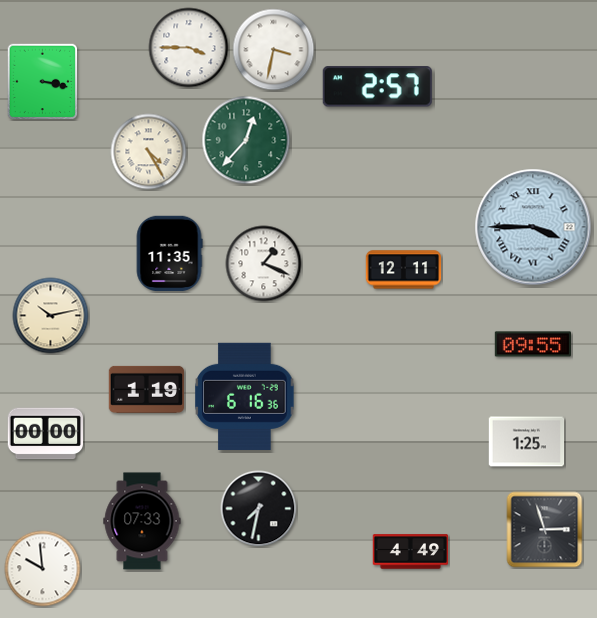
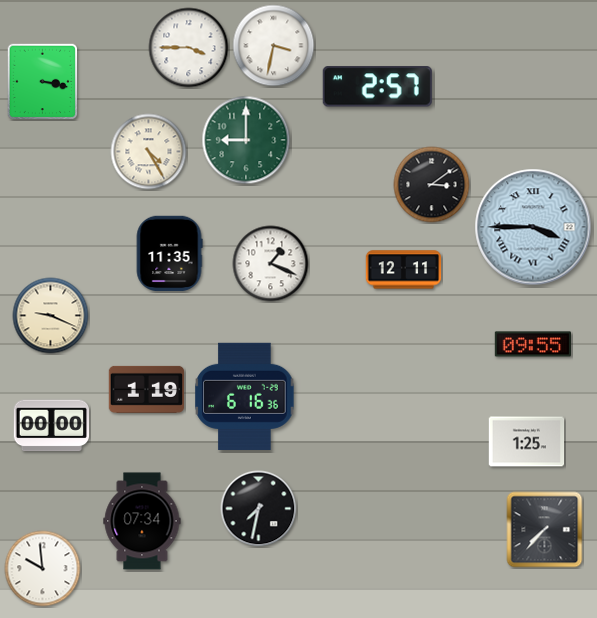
clock at (274, 50) position: (274, 50) -> (274, 46)
clock at (246, 140): 12:37 -> 9:00
clock at (432, 185): none -> 3:09
clock at (264, 264) position: (264, 264) -> (271, 264)
clock at (51, 316): 10:13 -> 9:19
clock at (45, 434) position: (45, 434) -> (51, 426)
clock at (142, 521): 07:33 -> 07:34
clock at (545, 530): 2:57 -> 7:37
clock at (411, 552): 4:49 -> none
